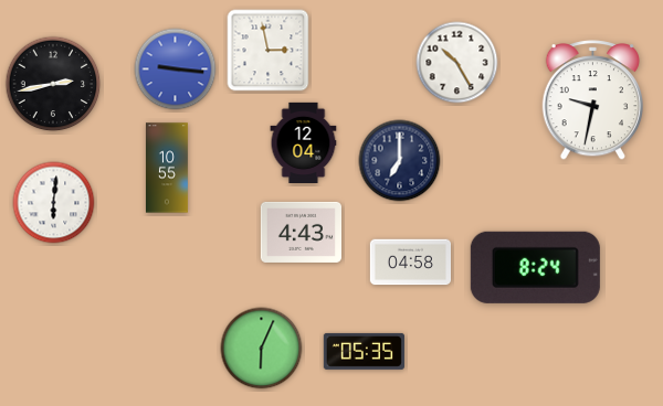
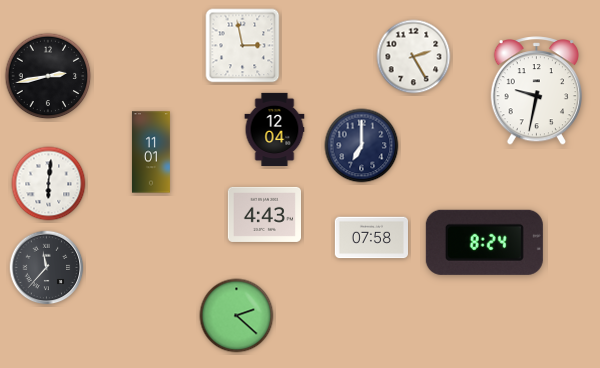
clock at (457, 63): 10:25 -> 2:25
clock at (176, 70): 9:16 -> none
clock at (167, 168): 10:55 -> 11:01
clock at (301, 232) position: (301, 232) -> (264, 214)
clock at (410, 263): 04:58 -> 07:58
clock at (47, 268): none -> 11:37
clock at (262, 349): 6:04 -> 2:22
clock at (364, 351): 05:35 -> none
